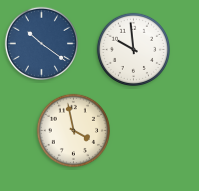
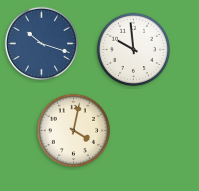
clock at (41, 43): 10:21 -> 10:18
clock at (73, 130): 3:58 -> 4:02
